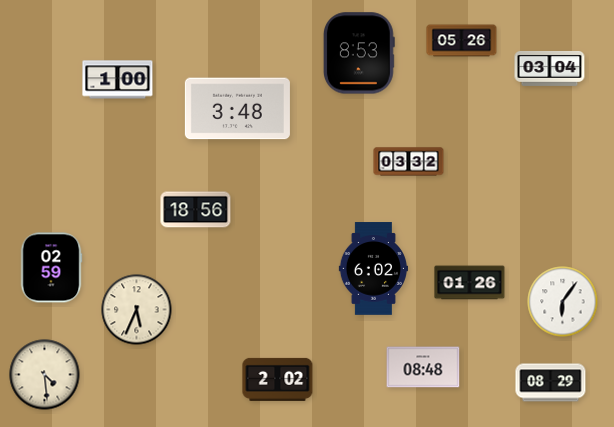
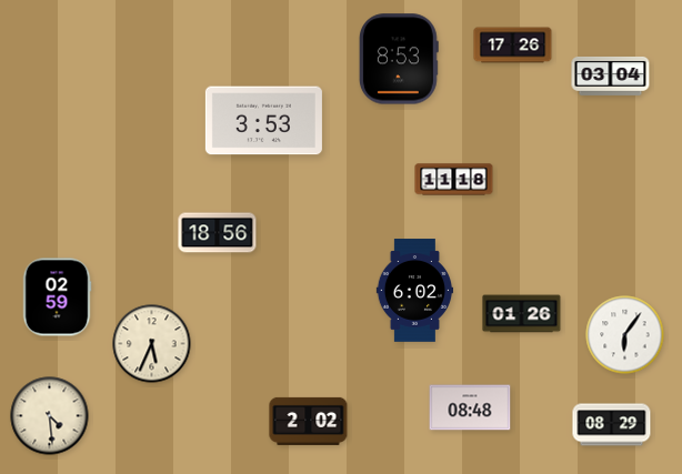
clock at (462, 41): 05:26 -> 17:26
clock at (118, 80): 1:00 -> none
clock at (237, 109): 3:48 -> 3:53
clock at (409, 162): 03:32 -> 11:18
clock at (373, 269) position: (373, 269) -> (414, 291)
